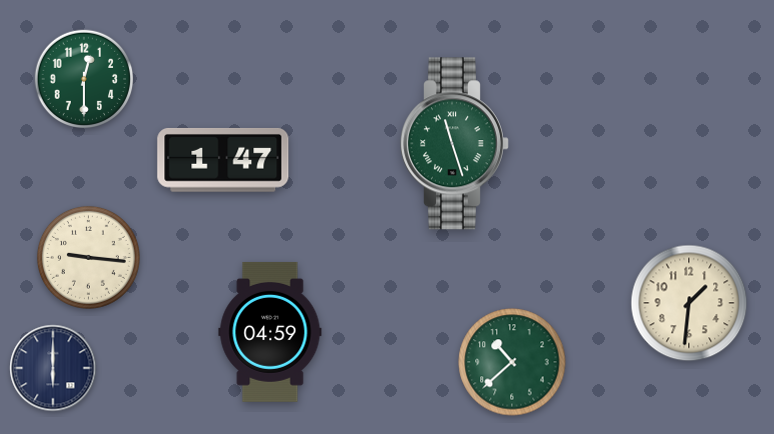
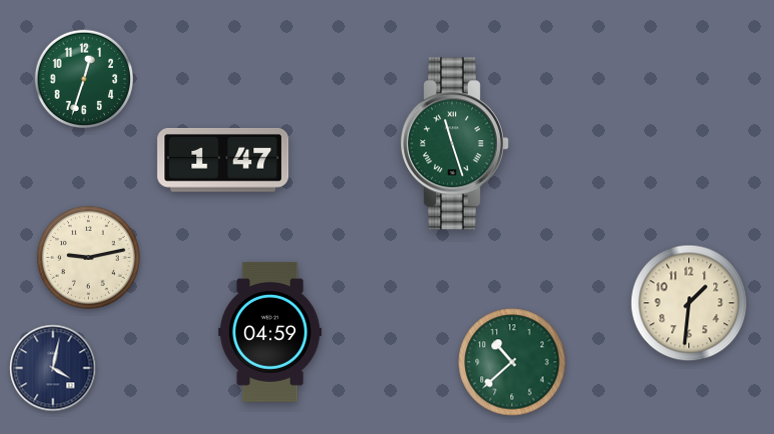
clock at (84, 79): 12:30 -> 12:33
clock at (88, 257): 9:16 -> 9:13
clock at (53, 368): 6:00 -> 4:02
